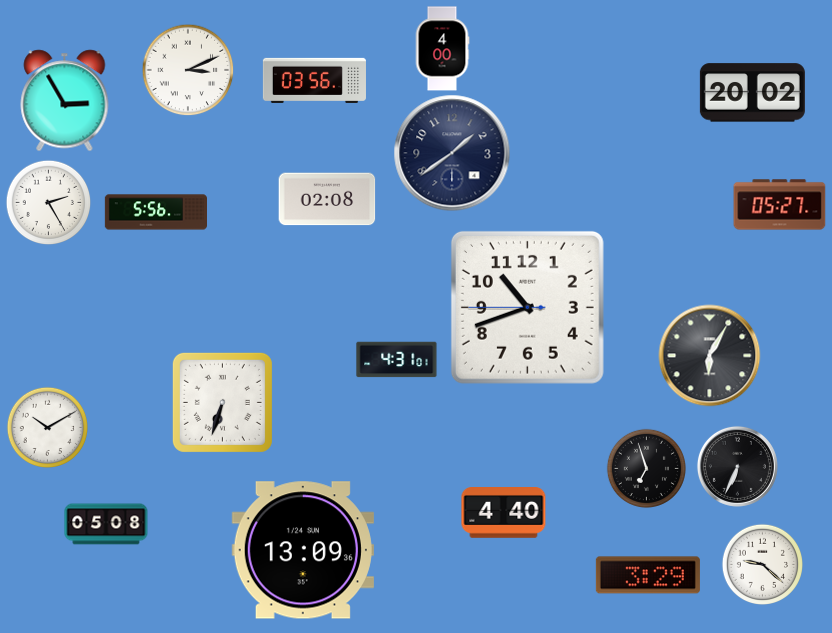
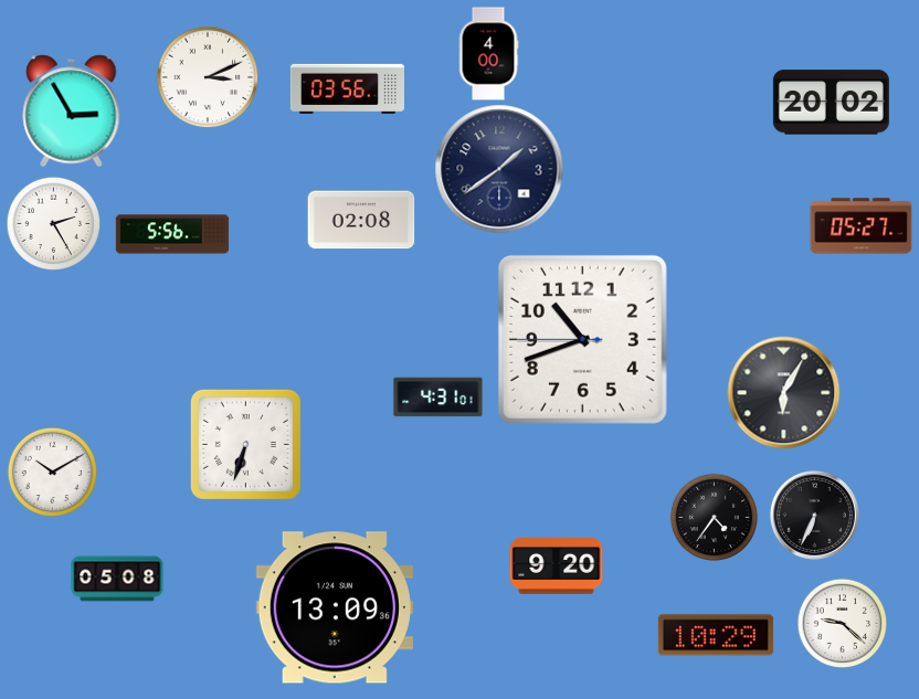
clock at (646, 468): 6:57 -> 4:36
clock at (504, 513): 4:40 -> 9:20
clock at (648, 575): 3:29 -> 10:29
